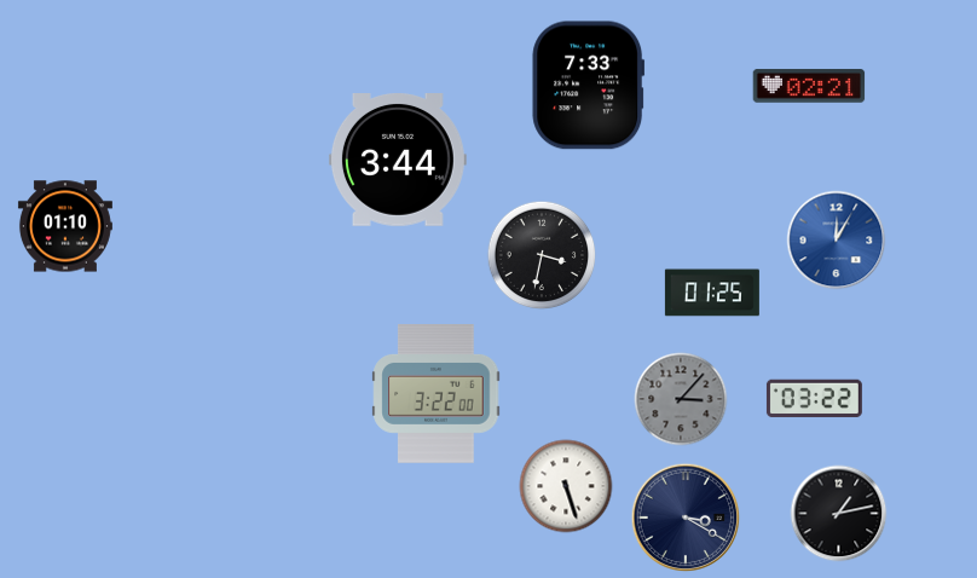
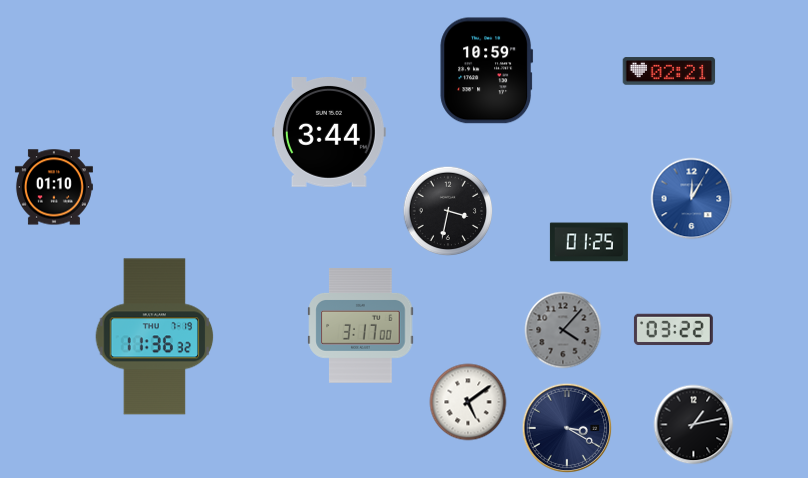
clock at (589, 86): 7:33 -> 10:59
clock at (437, 394): 3:22 -> 3:17
clock at (681, 399): 3:07 -> 4:07
clock at (155, 337): none -> 11:36
clock at (566, 486): 5:27 -> 5:09
